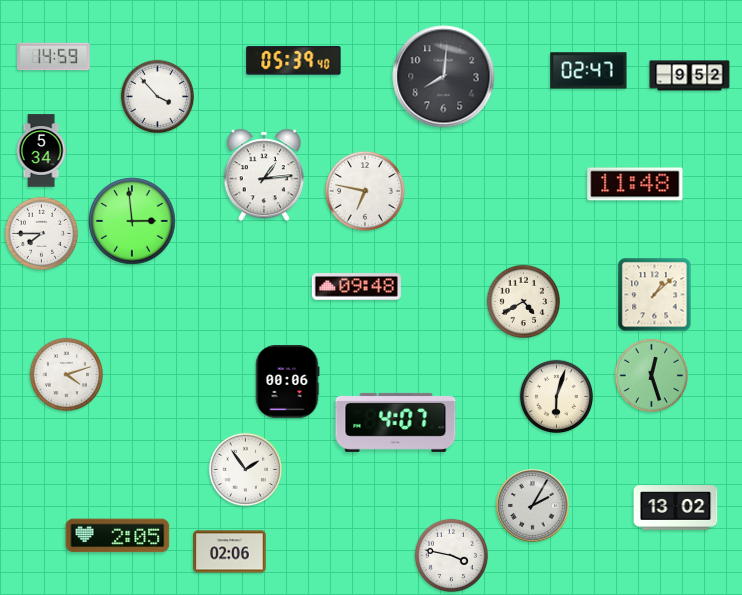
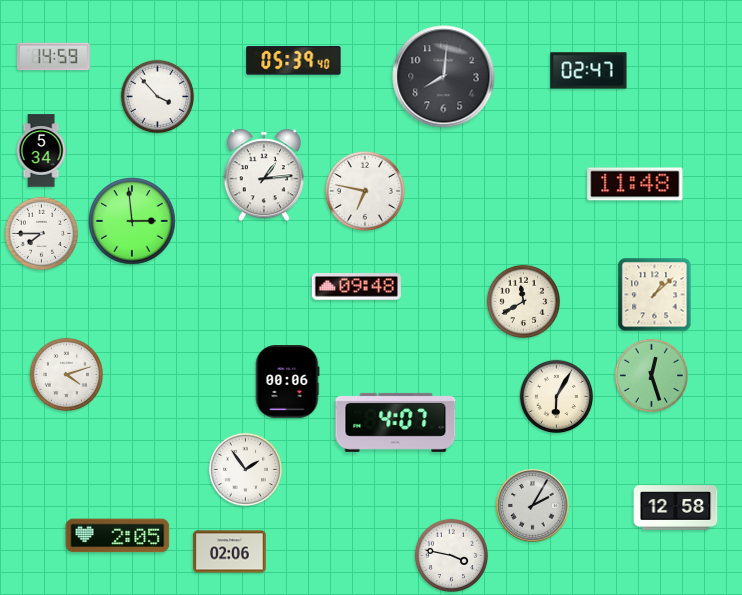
clock at (690, 76): 9:52 -> none
clock at (524, 302): 4:40 -> 11:40
clock at (557, 397): 6:03 -> 6:05
clock at (676, 508): 13:02 -> 12:58
